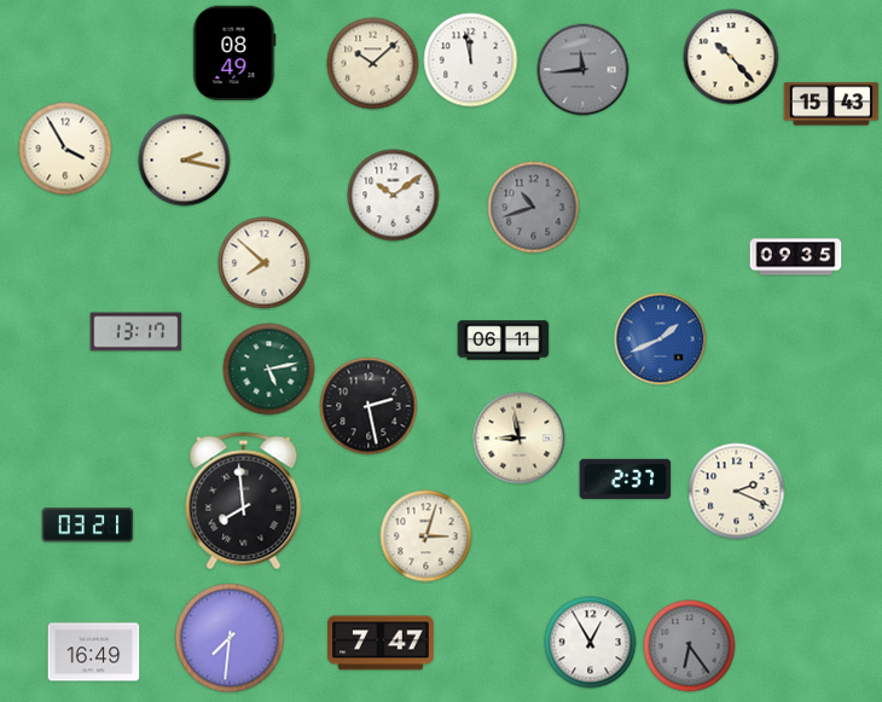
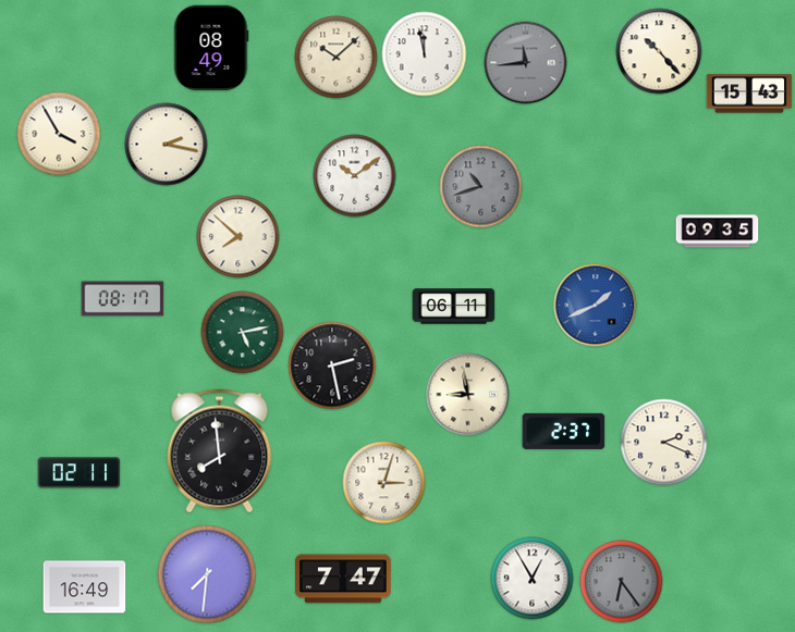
clock at (137, 332): 13:17 -> 08:17
clock at (88, 526): 03:21 -> 02:11
